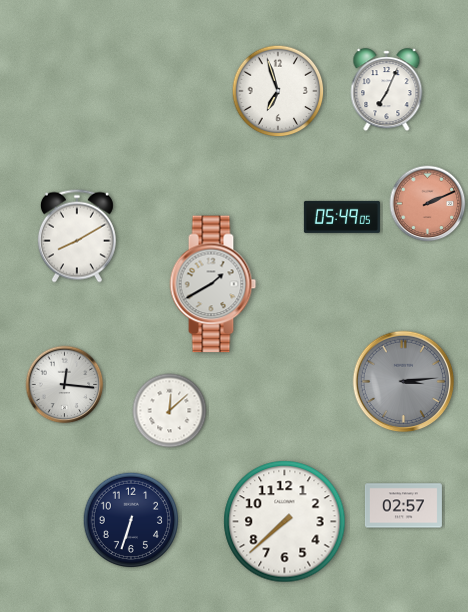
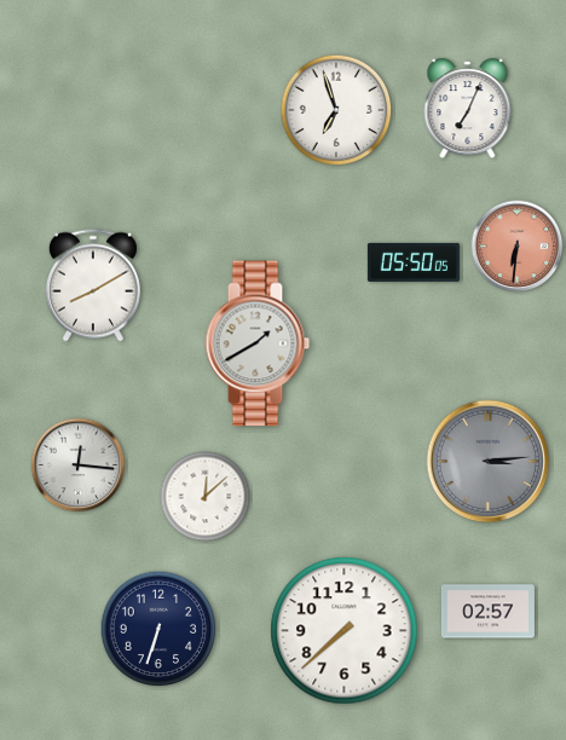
clock at (428, 204): 2:11 -> 6:31
clock at (342, 217): 05:49 -> 05:50
